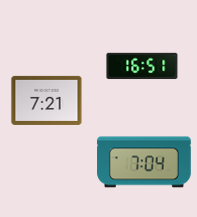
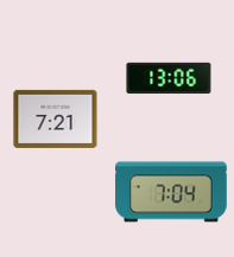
clock at (142, 66): 16:51 -> 13:06
